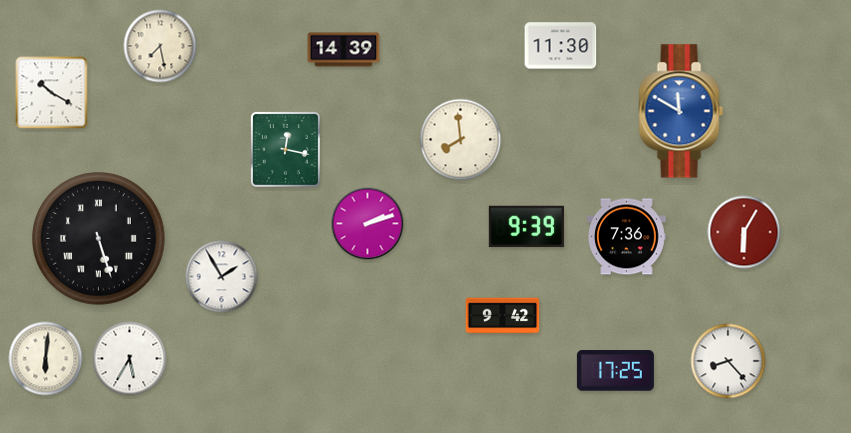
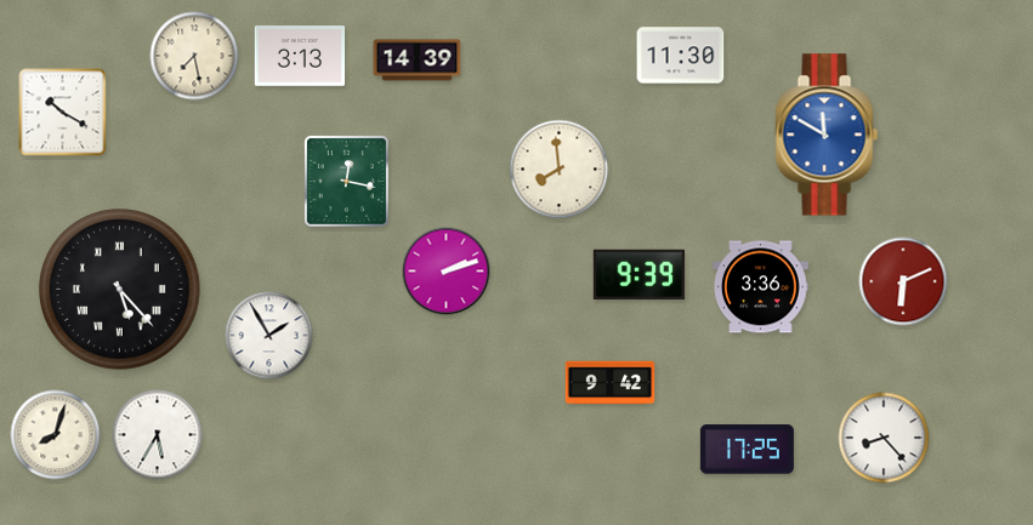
clock at (300, 56): none -> 3:13
clock at (744, 232): 6:05 -> 6:11
clock at (627, 237): 7:36 -> 3:36
clock at (99, 239): 5:27 -> 5:23
clock at (46, 359): 6:01 -> 8:03
